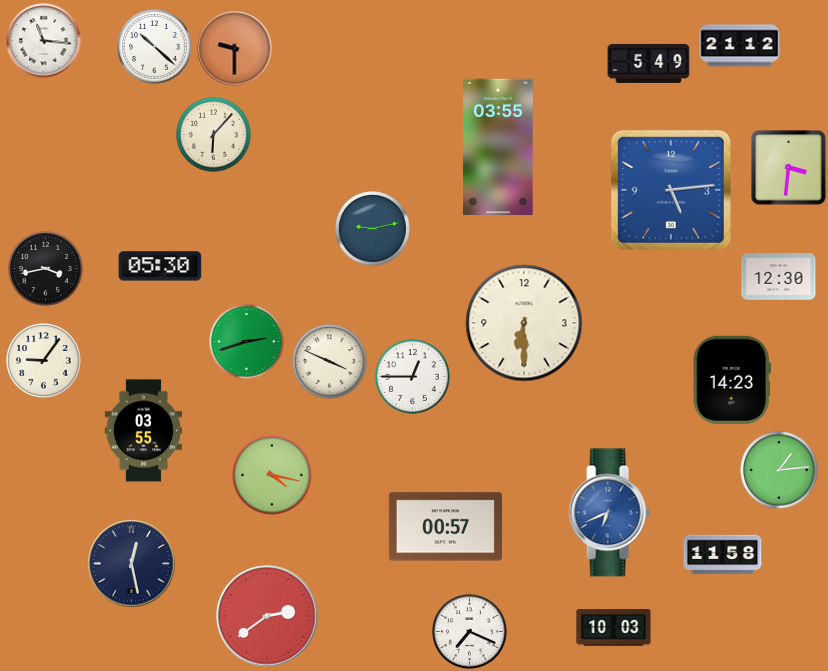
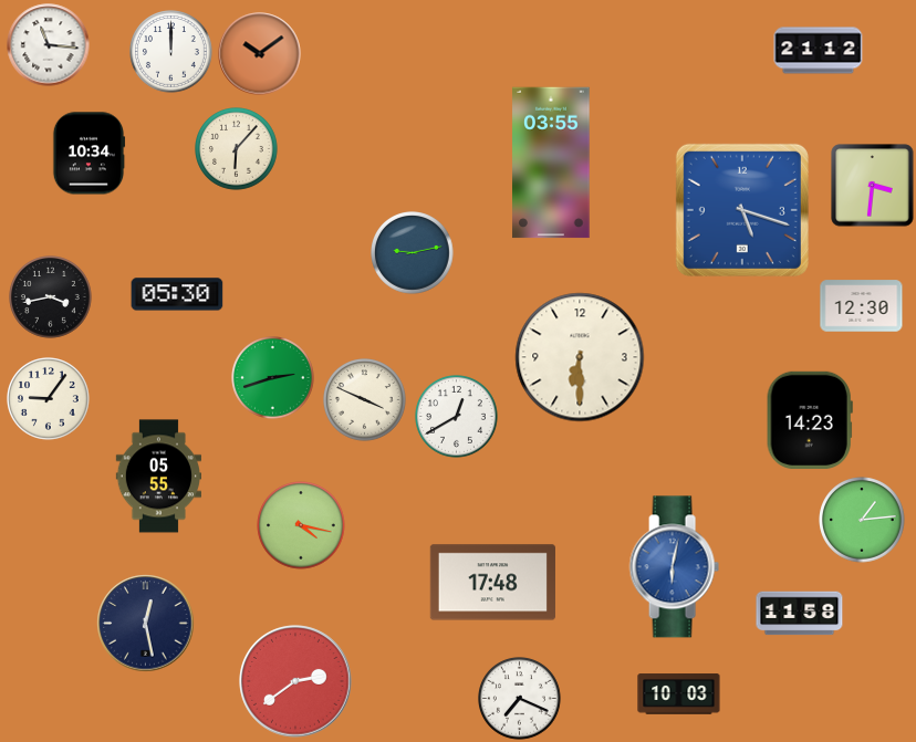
clock at (155, 47): 10:22 -> 12:00
clock at (235, 49): 9:30 -> 10:09
clock at (649, 63): 5:49 -> none
clock at (89, 154): none -> 10:34
clock at (671, 190): 5:14 -> 5:18
clock at (413, 377): 12:45 -> 12:40
clock at (143, 431): 03:55 -> 05:55
clock at (609, 513): 6:41 -> 6:02
clock at (445, 527): 00:57 -> 17:48
